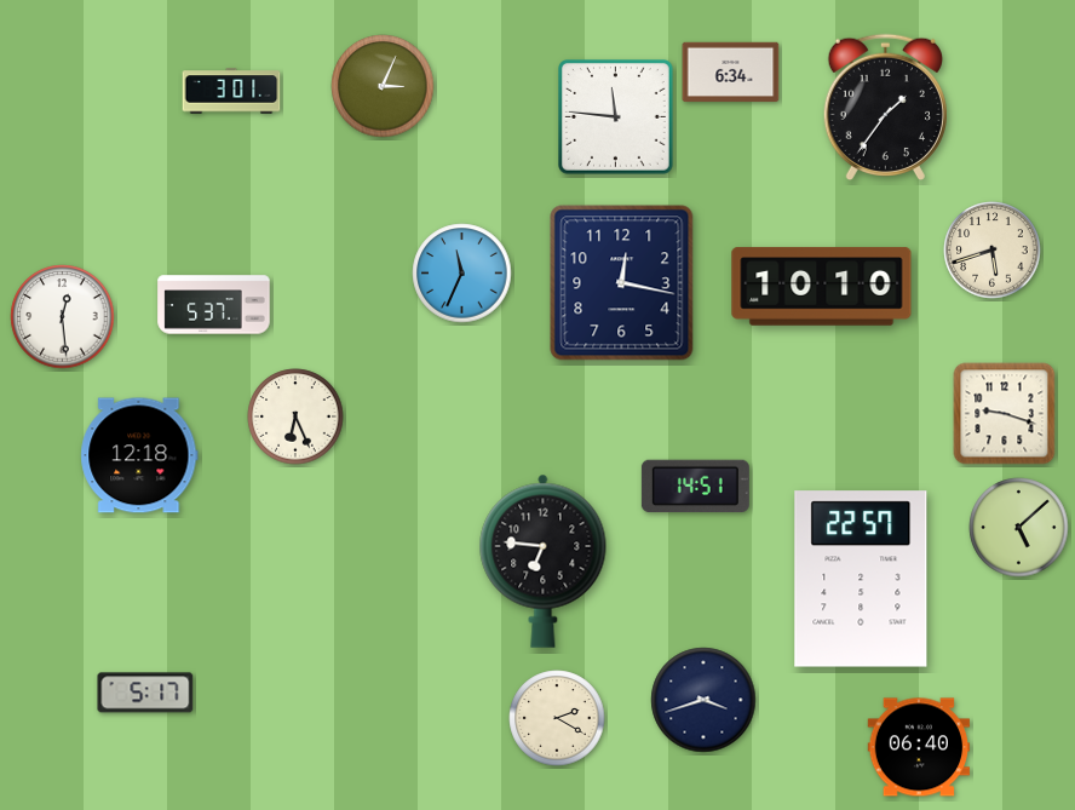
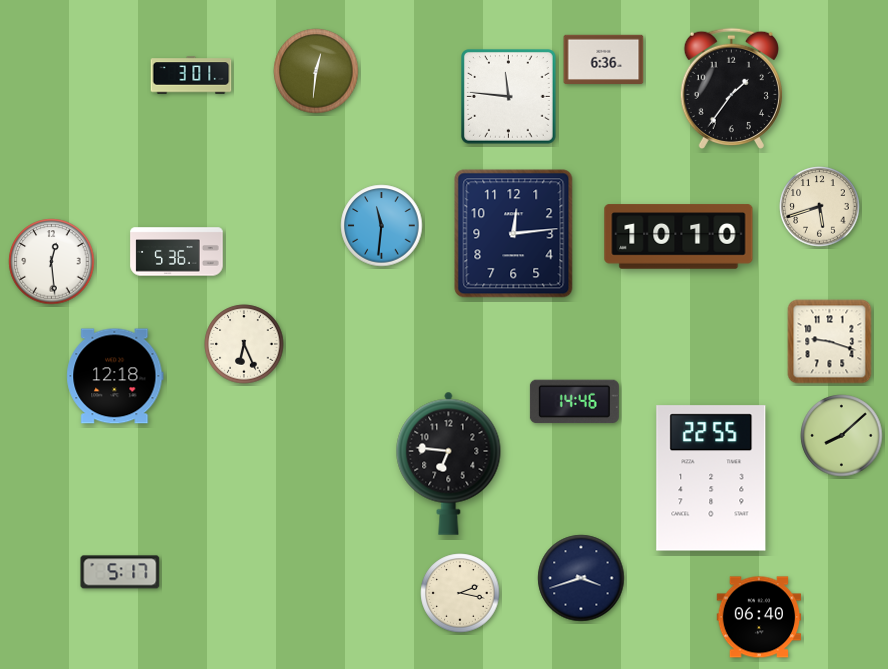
clock at (731, 73): 6:34 -> 6:36
clock at (383, 86): 3:04 -> 12:31
clock at (462, 274): 11:34 -> 11:31
clock at (622, 283): 12:17 -> 12:14
clock at (214, 305): 5:37 -> 5:36
clock at (695, 487): 14:51 -> 14:46
clock at (1019, 528): 5:08 -> 8:08
clock at (861, 579): 22:57 -> 22:55
clock at (557, 718): 2:20 -> 2:17
